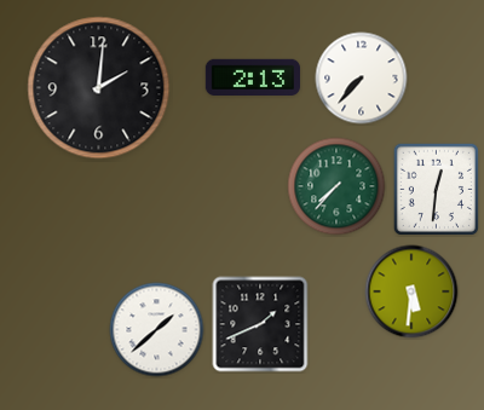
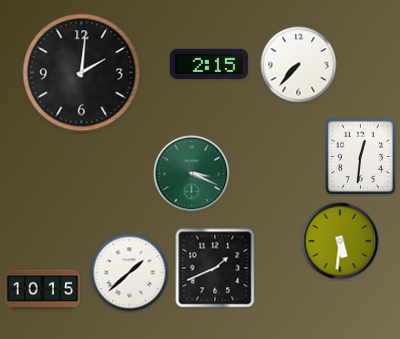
clock at (252, 76): 2:13 -> 2:15
clock at (336, 186): 7:37 -> none
clock at (192, 174): none -> 3:19
clock at (43, 290): none -> 10:15
